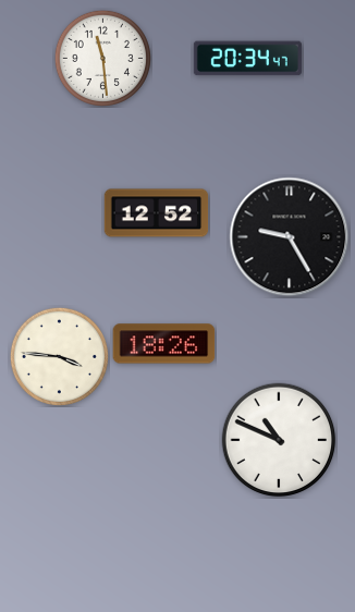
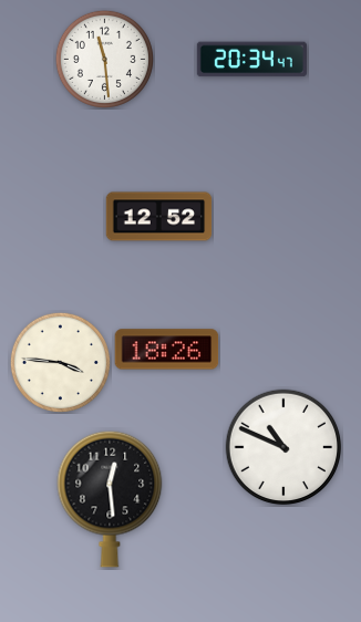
clock at (290, 237): 9:25 -> none
clock at (110, 499): none -> 12:29
